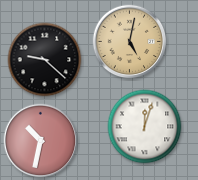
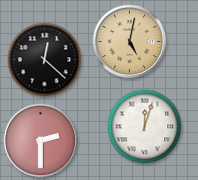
clock at (45, 60): 9:22 -> 12:22
clock at (41, 141): 10:32 -> 2:30
